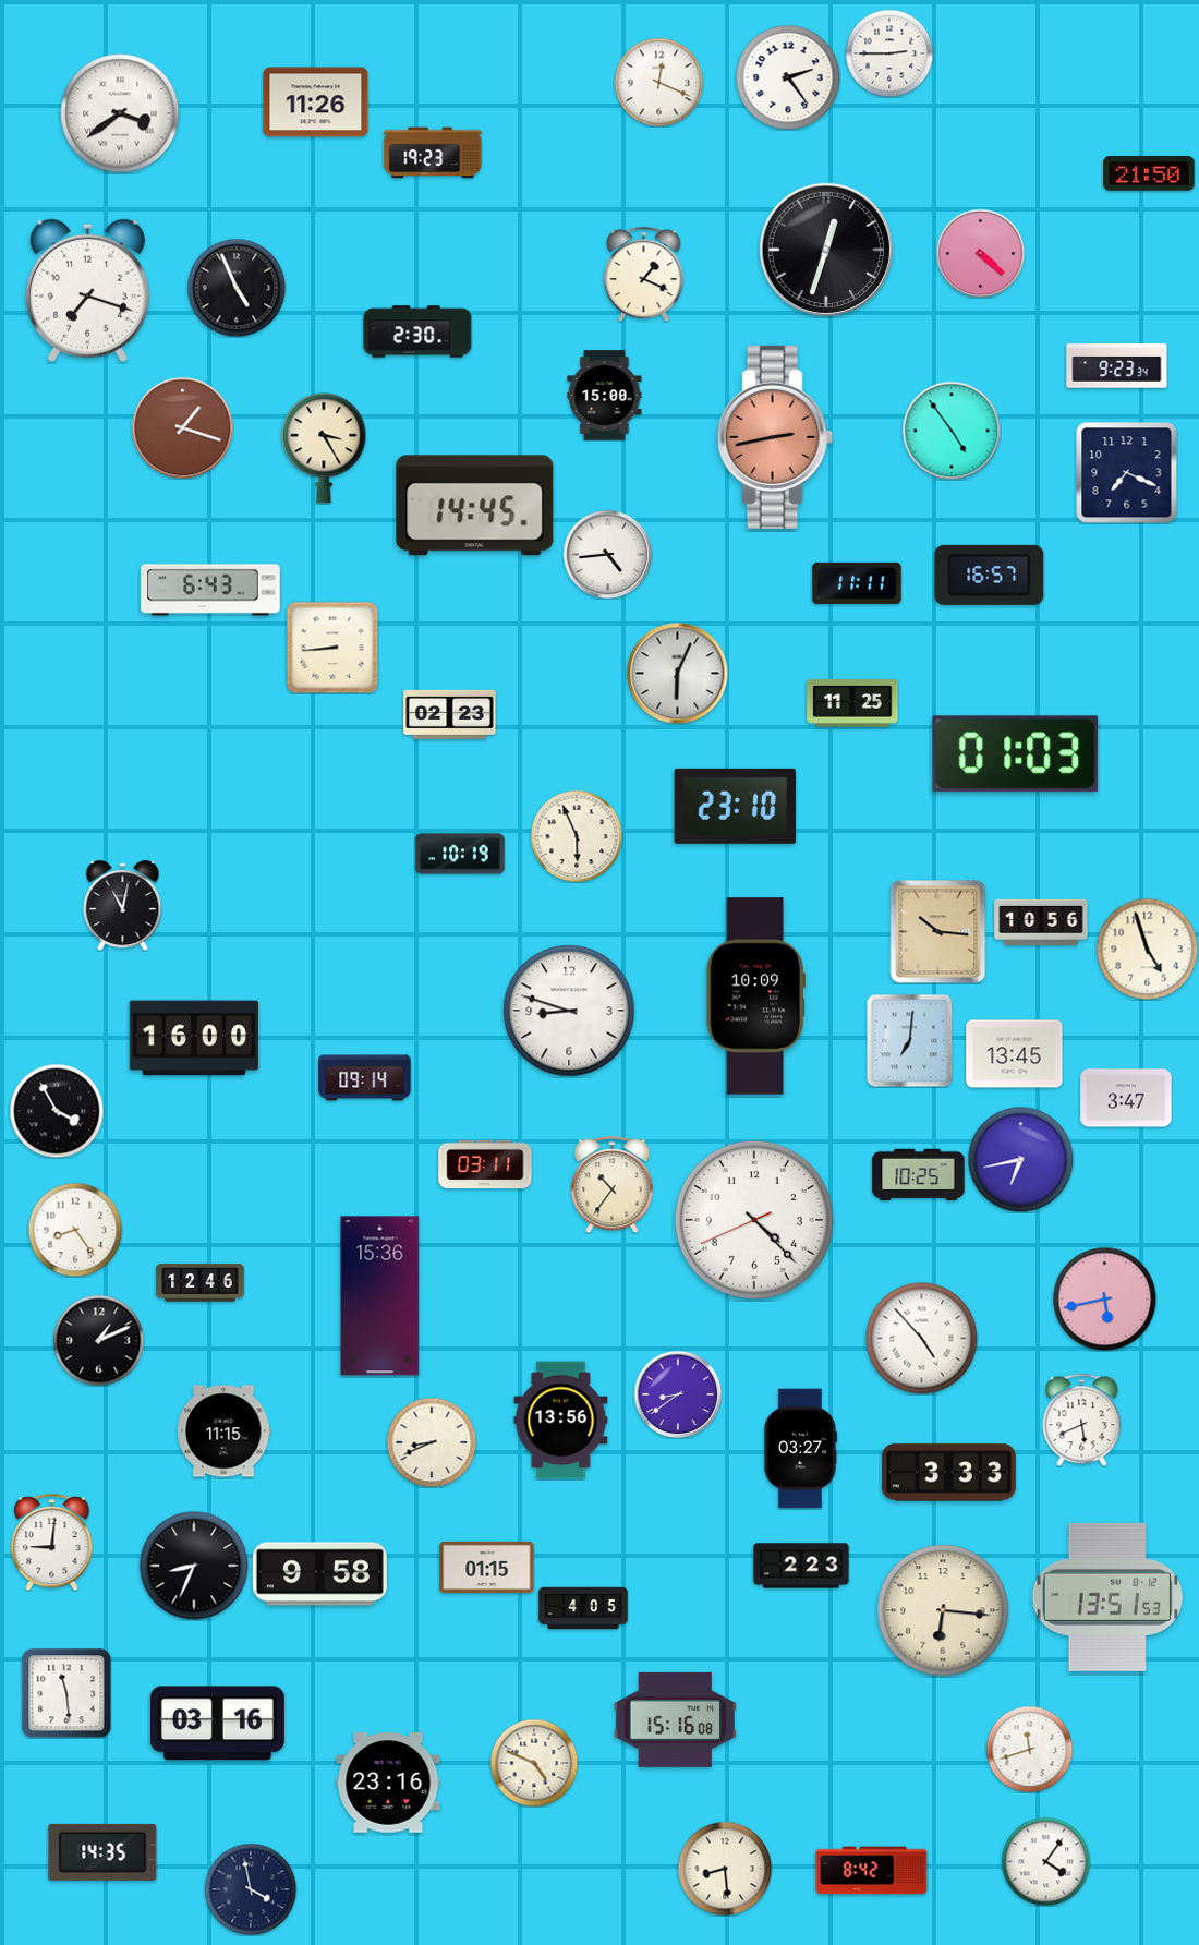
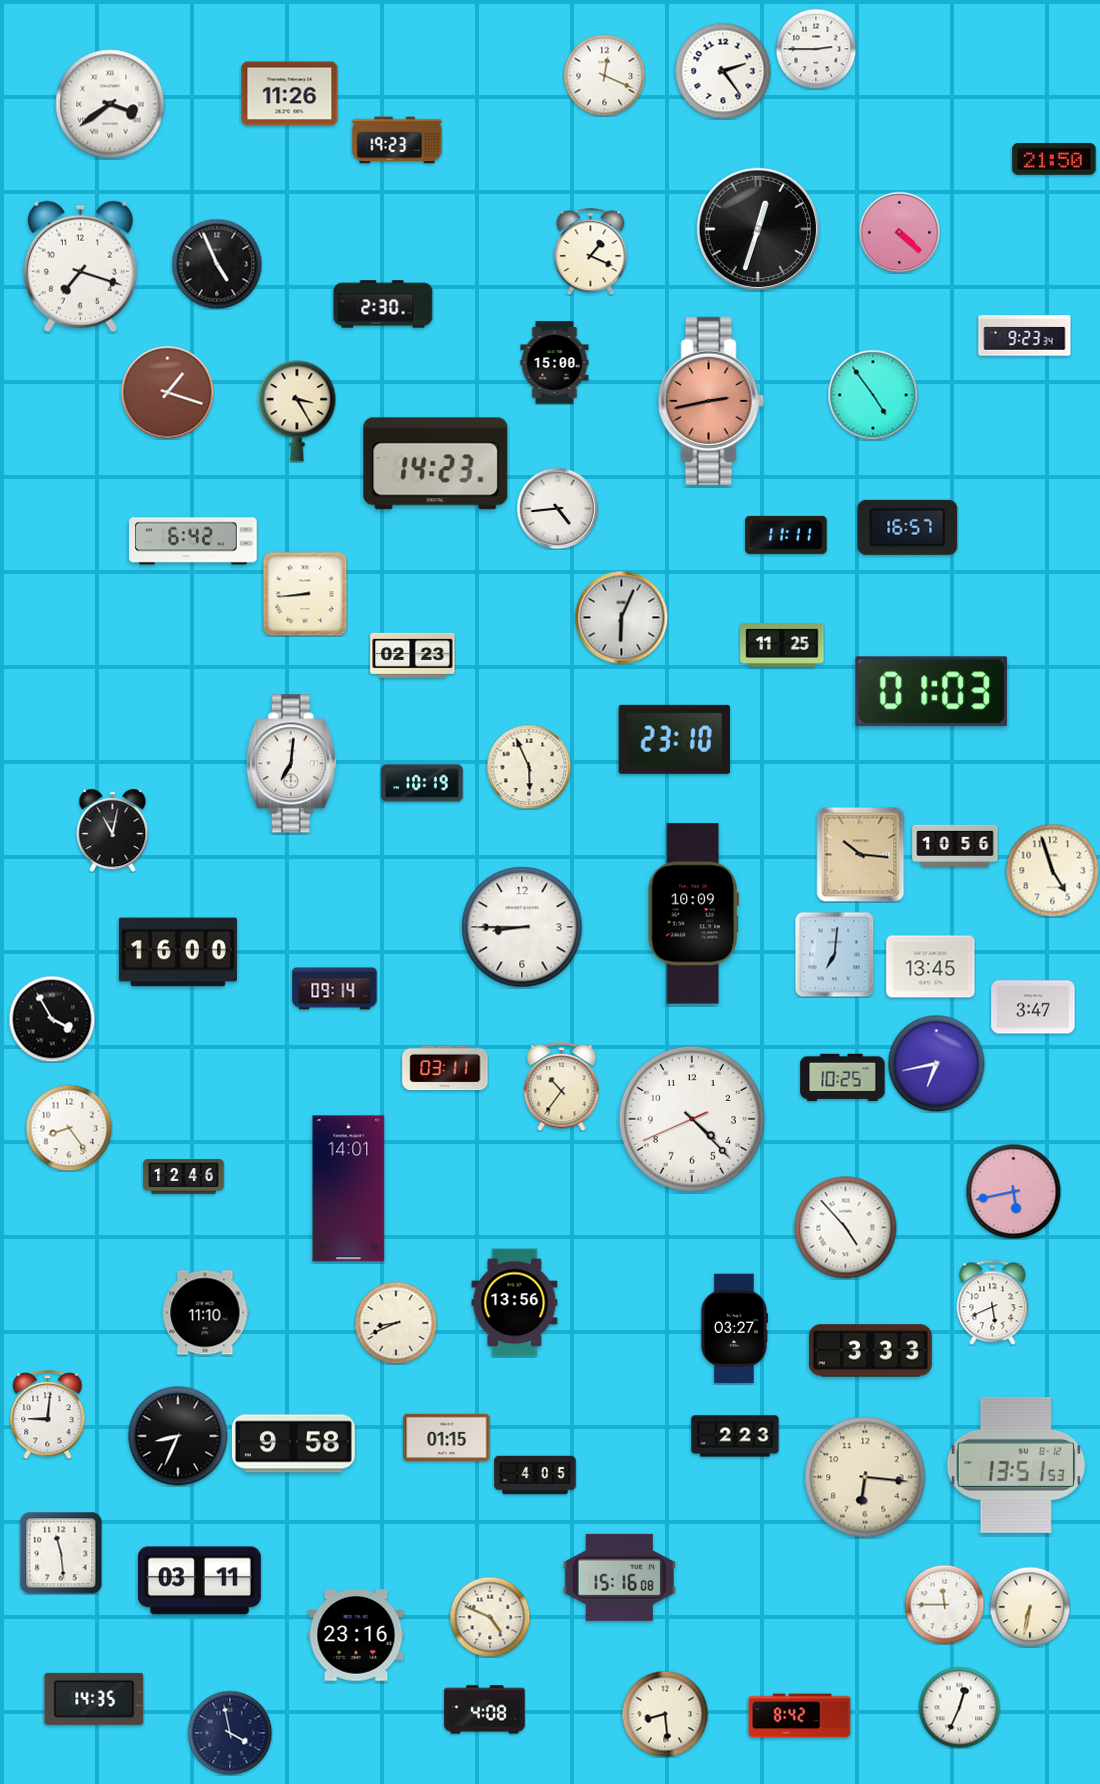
clock at (1127, 473): 7:19 -> none
clock at (475, 506): 14:45 -> 14:23
clock at (210, 590): 6:43 -> 6:42
clock at (291, 764): none -> 7:01
clock at (569, 1011): 8:48 -> 8:45
clock at (380, 1296): 15:36 -> 14:01
clock at (98, 1340): 1:11 -> none
clock at (678, 1394): 8:39 -> none
clock at (225, 1431): 11:15 -> 11:10
clock at (217, 1724): 03:16 -> 03:11
clock at (1029, 1749): 11:42 -> 11:45
clock at (1030, 1607): none -> 6:32
clock at (1045, 1861): 4:06 -> 12:34
clock at (485, 1710): none -> 4:08
